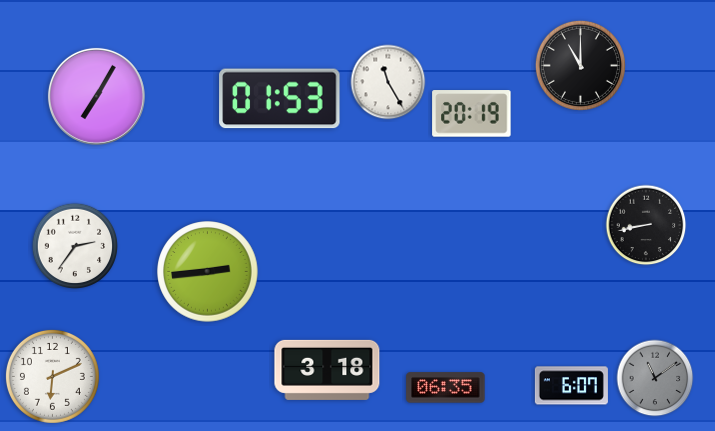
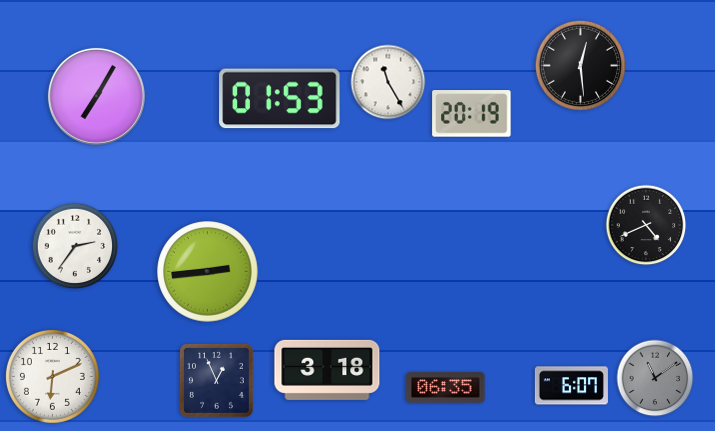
clock at (580, 65): 11:00 -> 12:29
clock at (646, 225): 8:43 -> 4:41
clock at (216, 380): none -> 12:56
